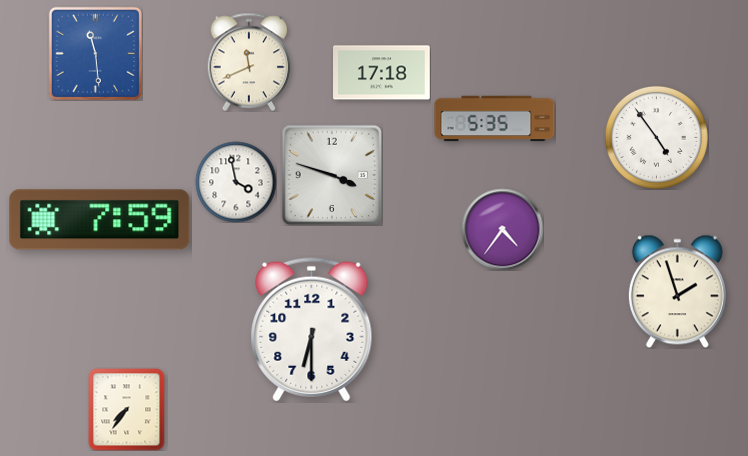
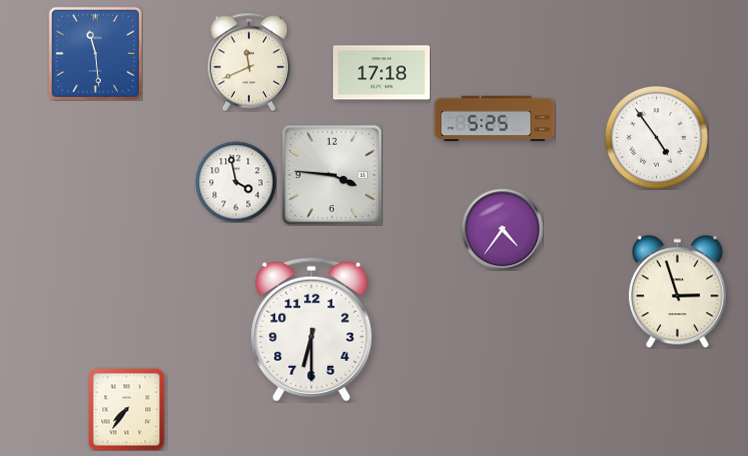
clock at (495, 119): 5:35 -> 5:25
clock at (332, 175): 3:48 -> 3:46
clock at (100, 220): 7:59 -> none
clock at (677, 291): 1:57 -> 2:57
